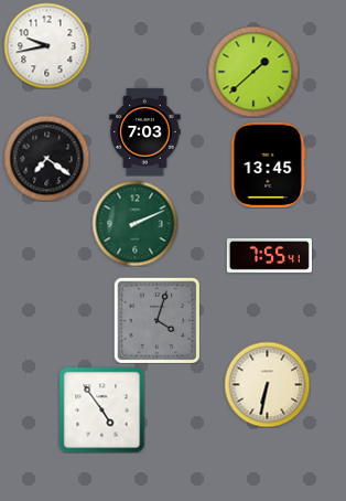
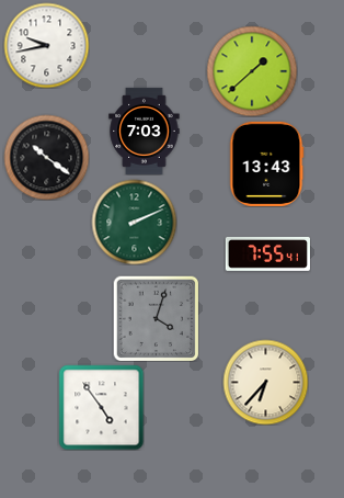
clock at (46, 158): 7:21 -> 10:21
clock at (269, 164): 13:45 -> 13:43
clock at (267, 384): 6:32 -> 6:37
